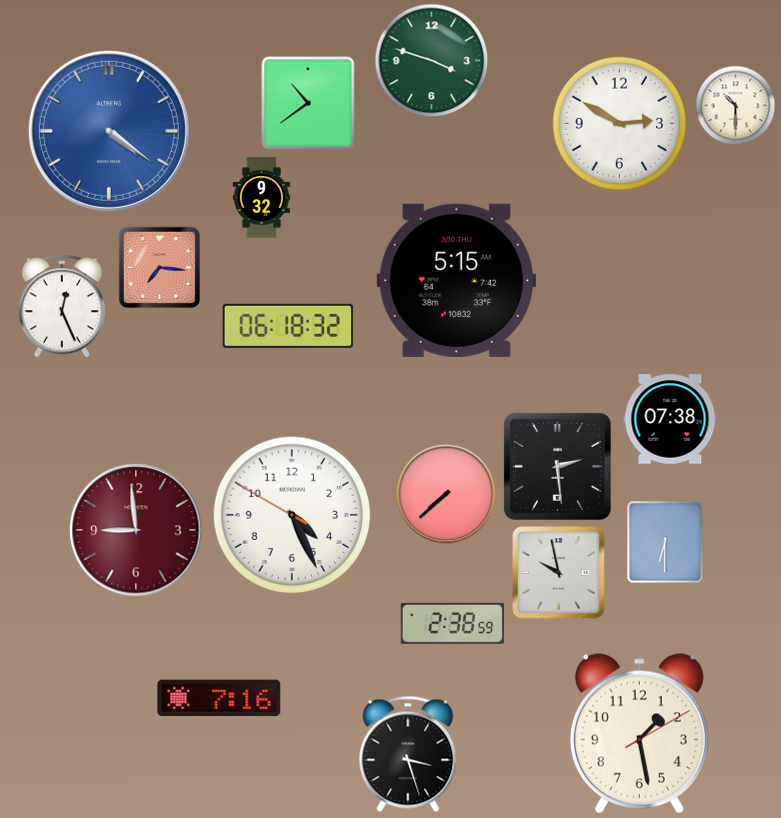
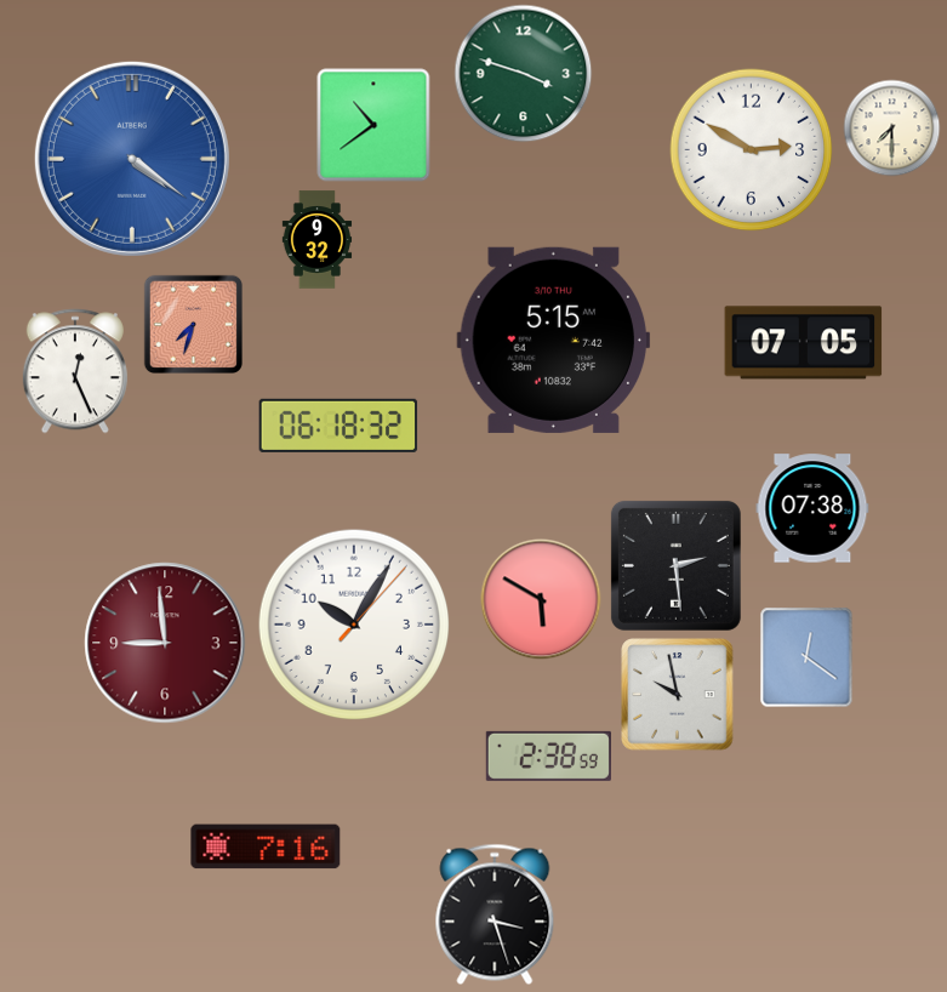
clock at (736, 106): 10:30 -> 7:30
clock at (159, 267): 7:16 -> 7:33
clock at (804, 343): none -> 07:05
clock at (288, 326) position: (288, 326) -> (338, 426)
clock at (446, 494): 7:38 -> 5:50
clock at (292, 515): 4:25 -> 10:05
clock at (665, 542): 6:30 -> 12:21
clock at (639, 734): 1:28 -> none
